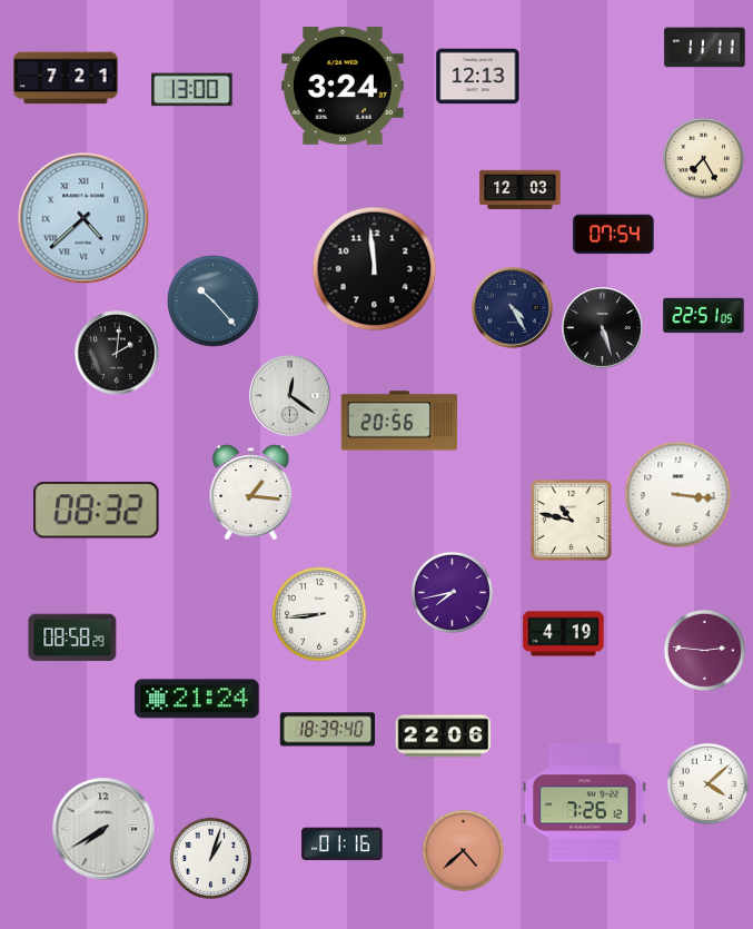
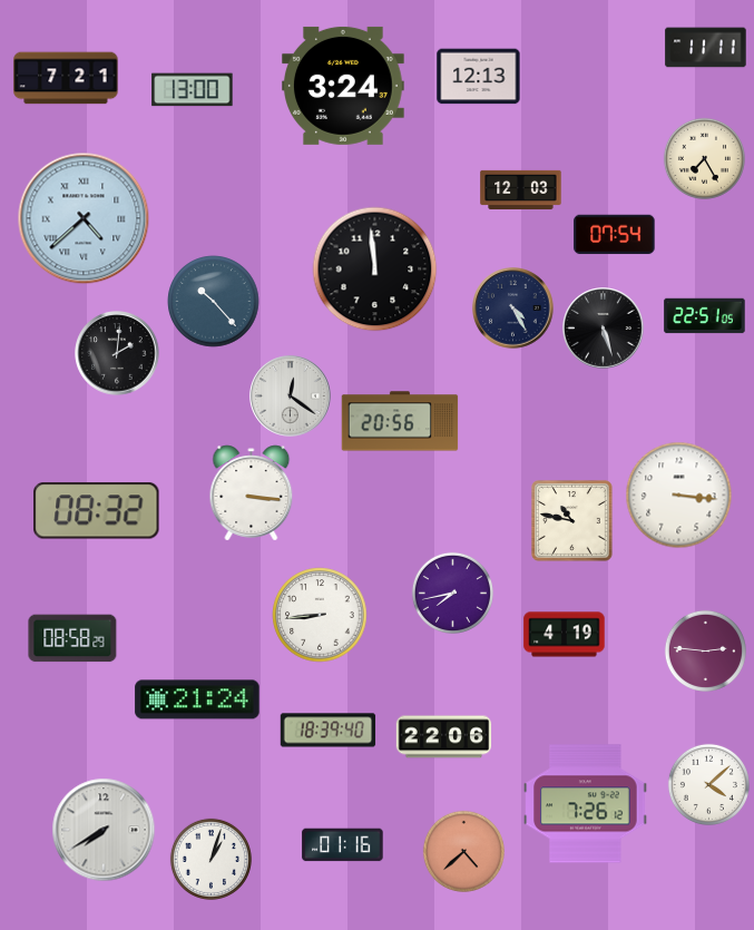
clock at (251, 493): 1:16 -> 3:16
